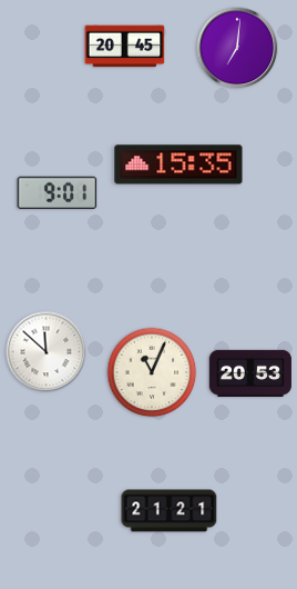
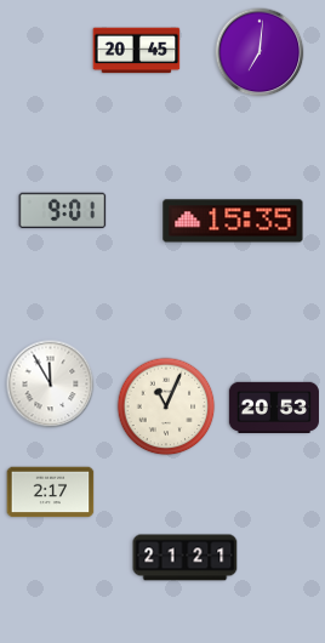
clock at (178, 164) position: (178, 164) -> (233, 221)
clock at (47, 352): 11:52 -> 11:55
clock at (51, 493): none -> 2:17
